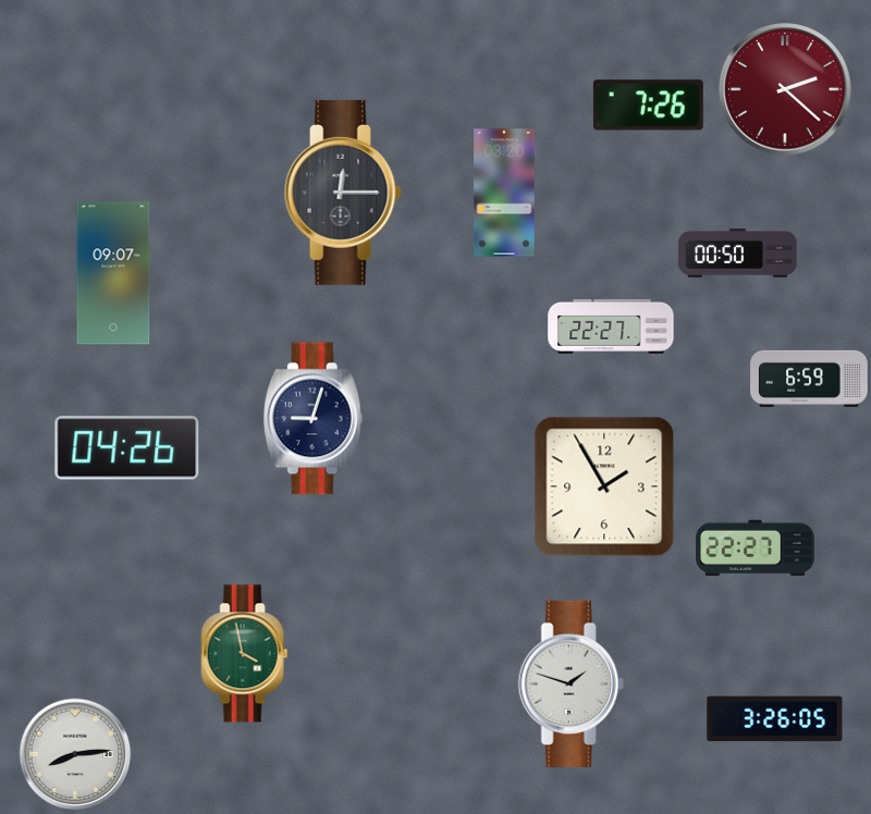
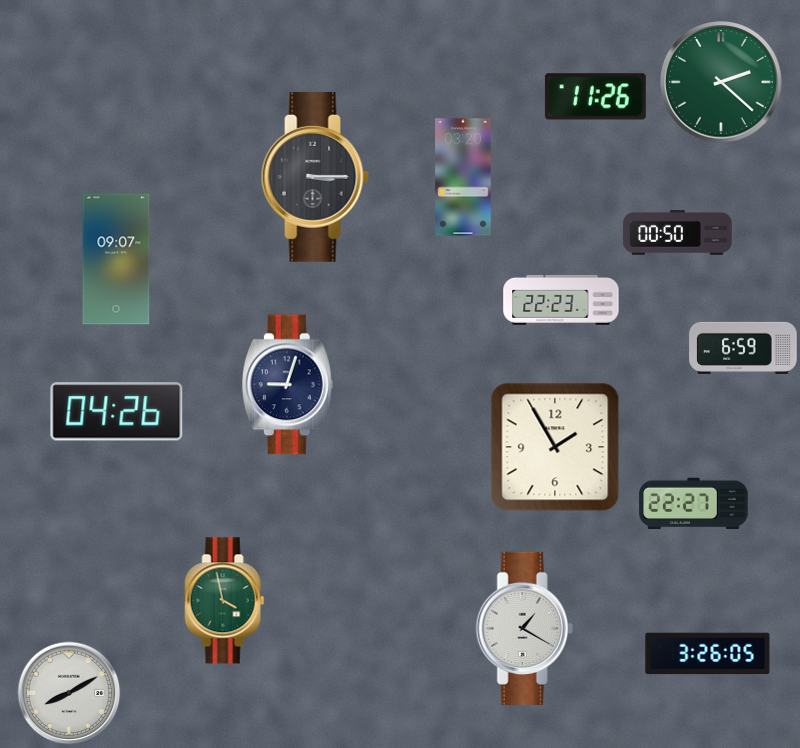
clock at (785, 89) dial: burgundy -> green
clock at (648, 106): 7:26 -> 11:26
clock at (343, 193): 12:15 -> 3:15
clock at (113, 273) position: (113, 273) -> (116, 259)
clock at (611, 326): 22:27 -> 22:23
clock at (571, 683): 1:48 -> 1:20
clock at (775, 719) position: (775, 719) -> (708, 654)
clock at (75, 754): 8:14 -> 8:10
